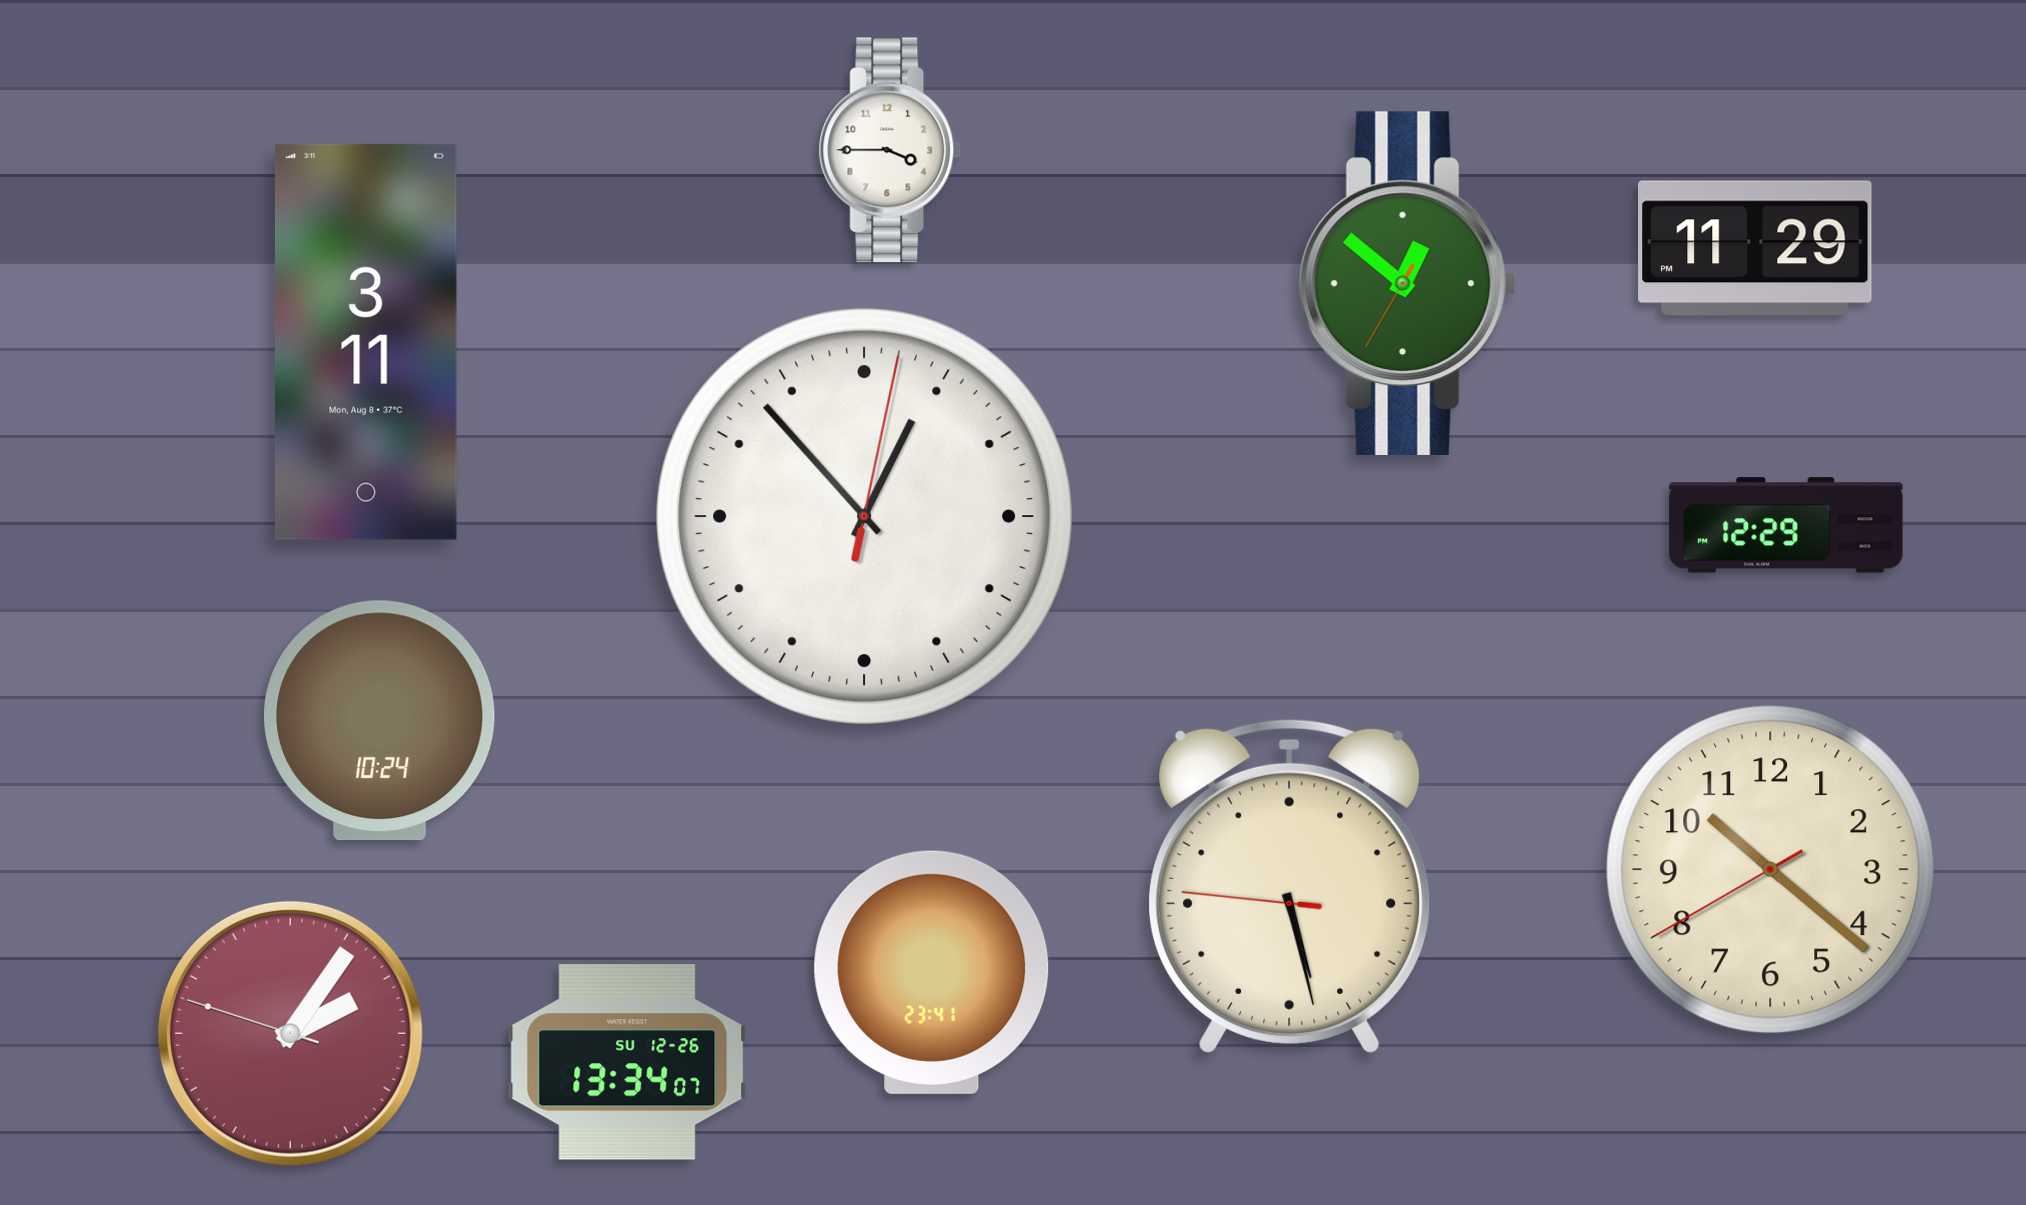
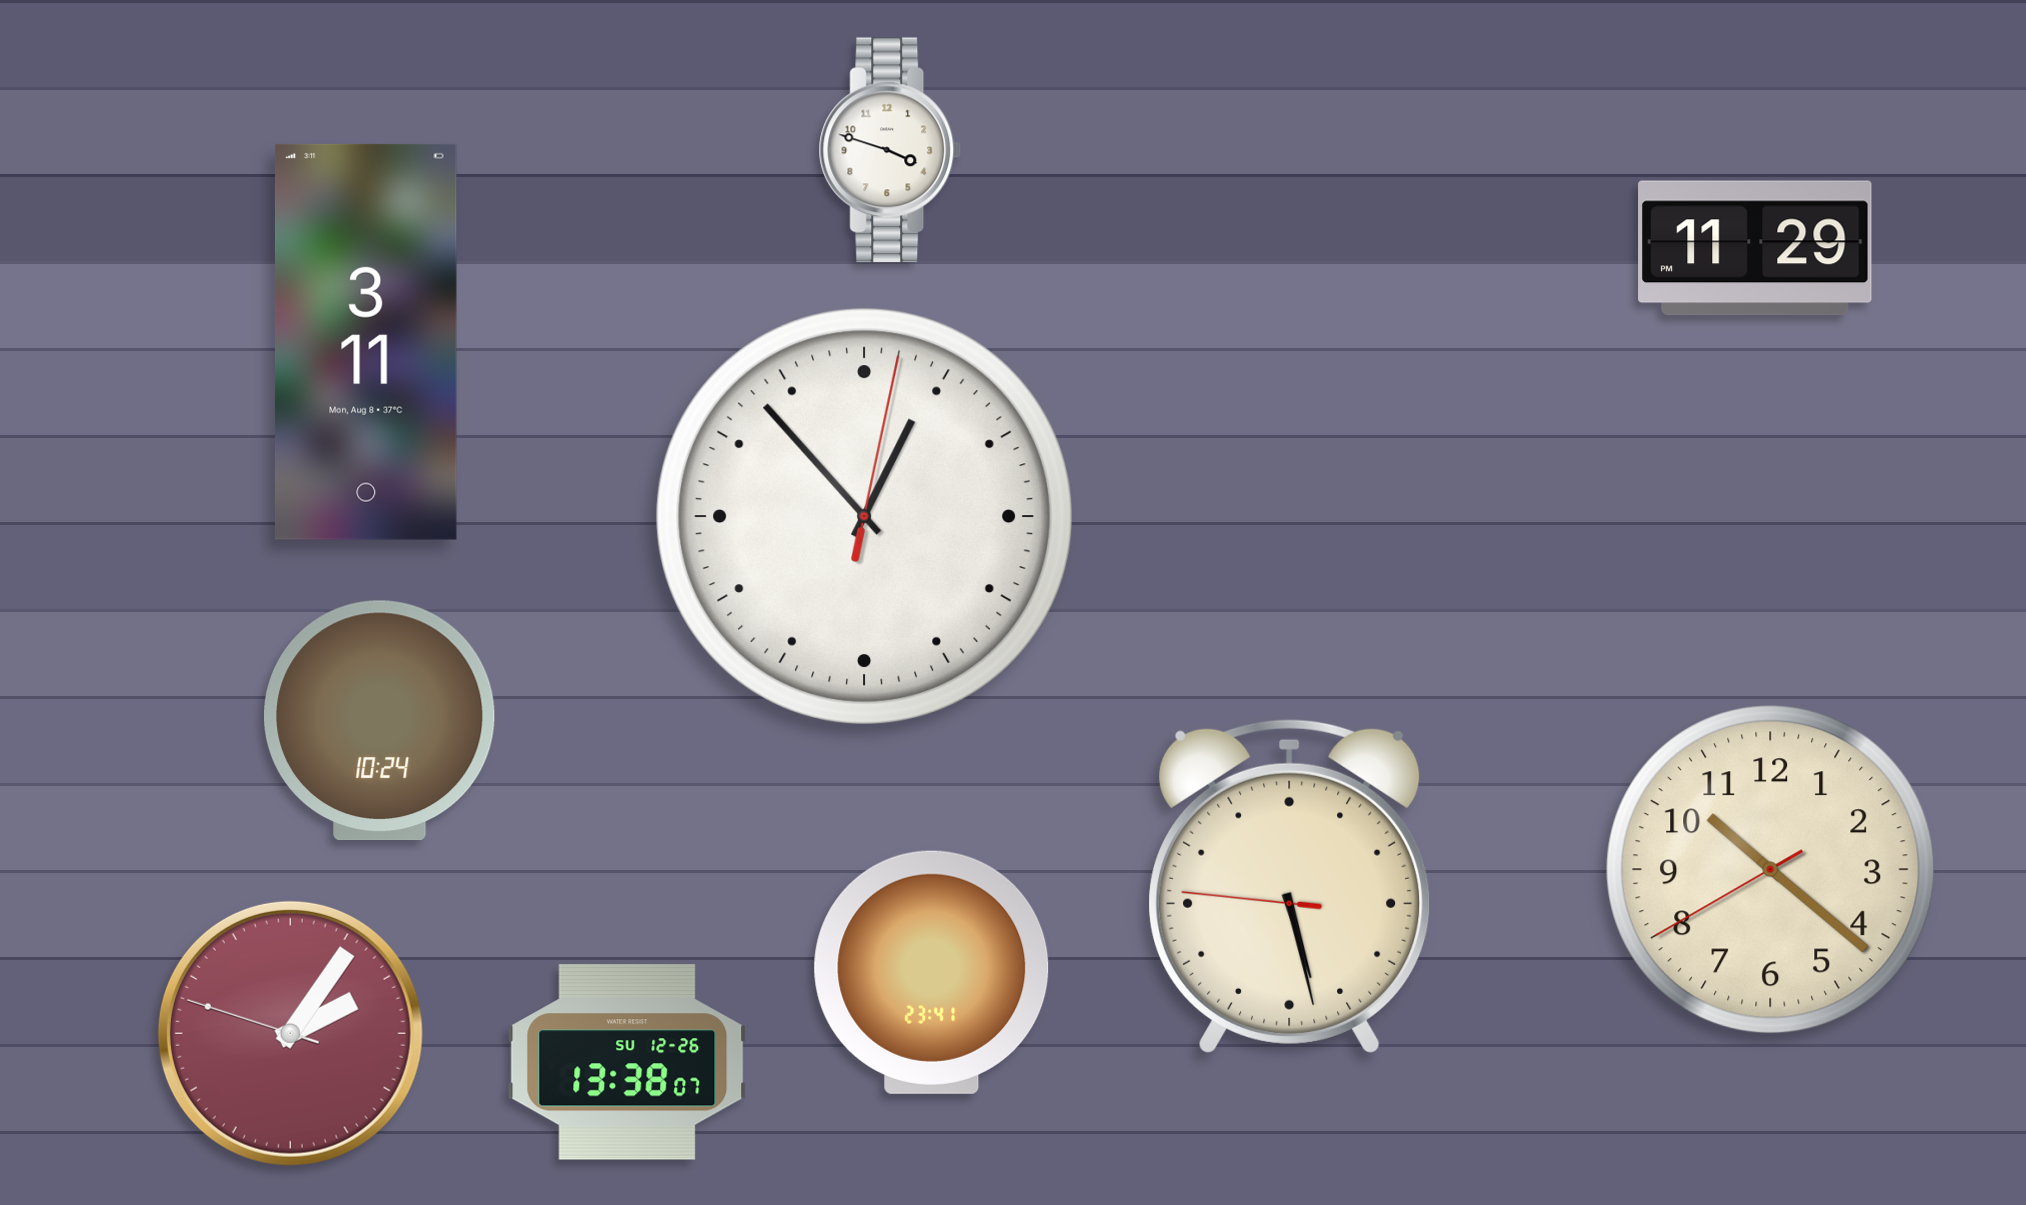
clock at (890, 150): 3:45 -> 3:48
clock at (1407, 283): 12:51 -> none
clock at (1786, 525): 12:29 -> none
clock at (627, 1062): 13:34 -> 13:38
